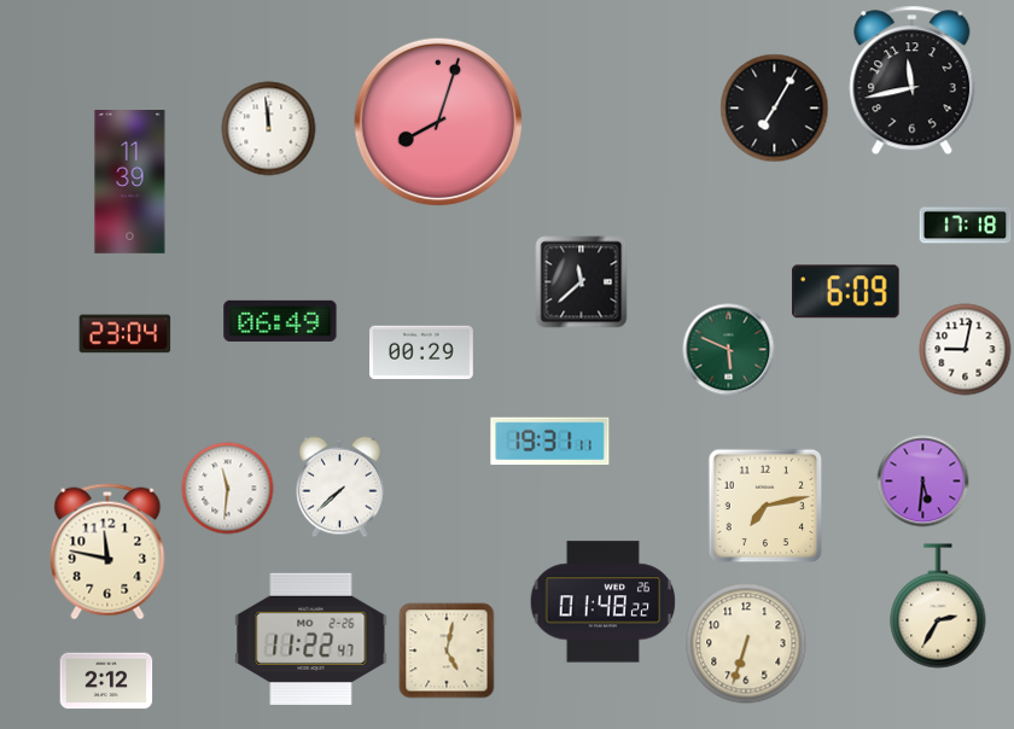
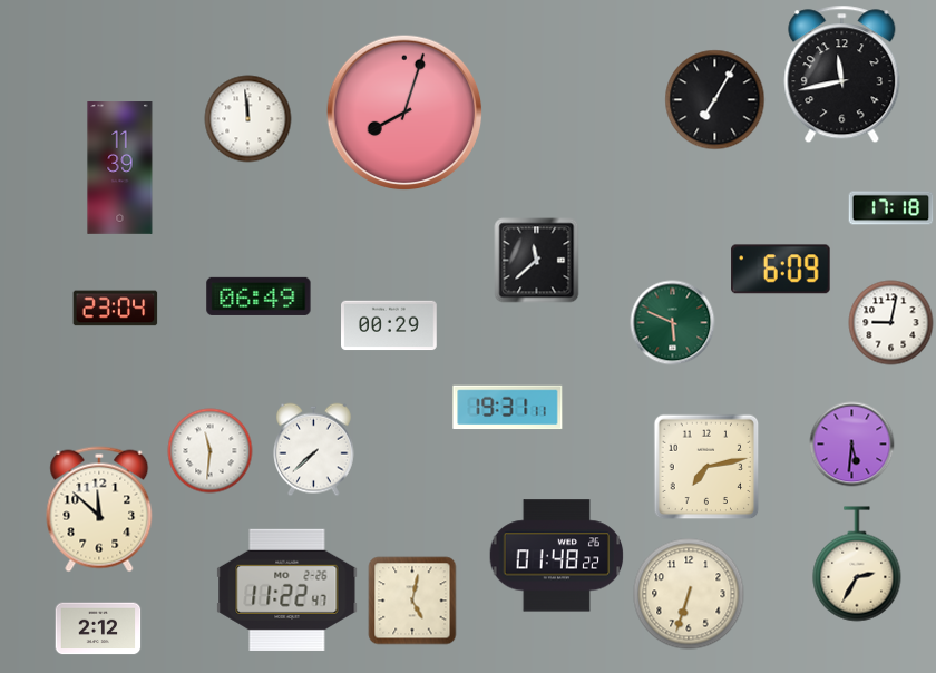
clock at (107, 552): 11:47 -> 11:52
clock at (938, 606) position: (938, 606) -> (857, 564)
